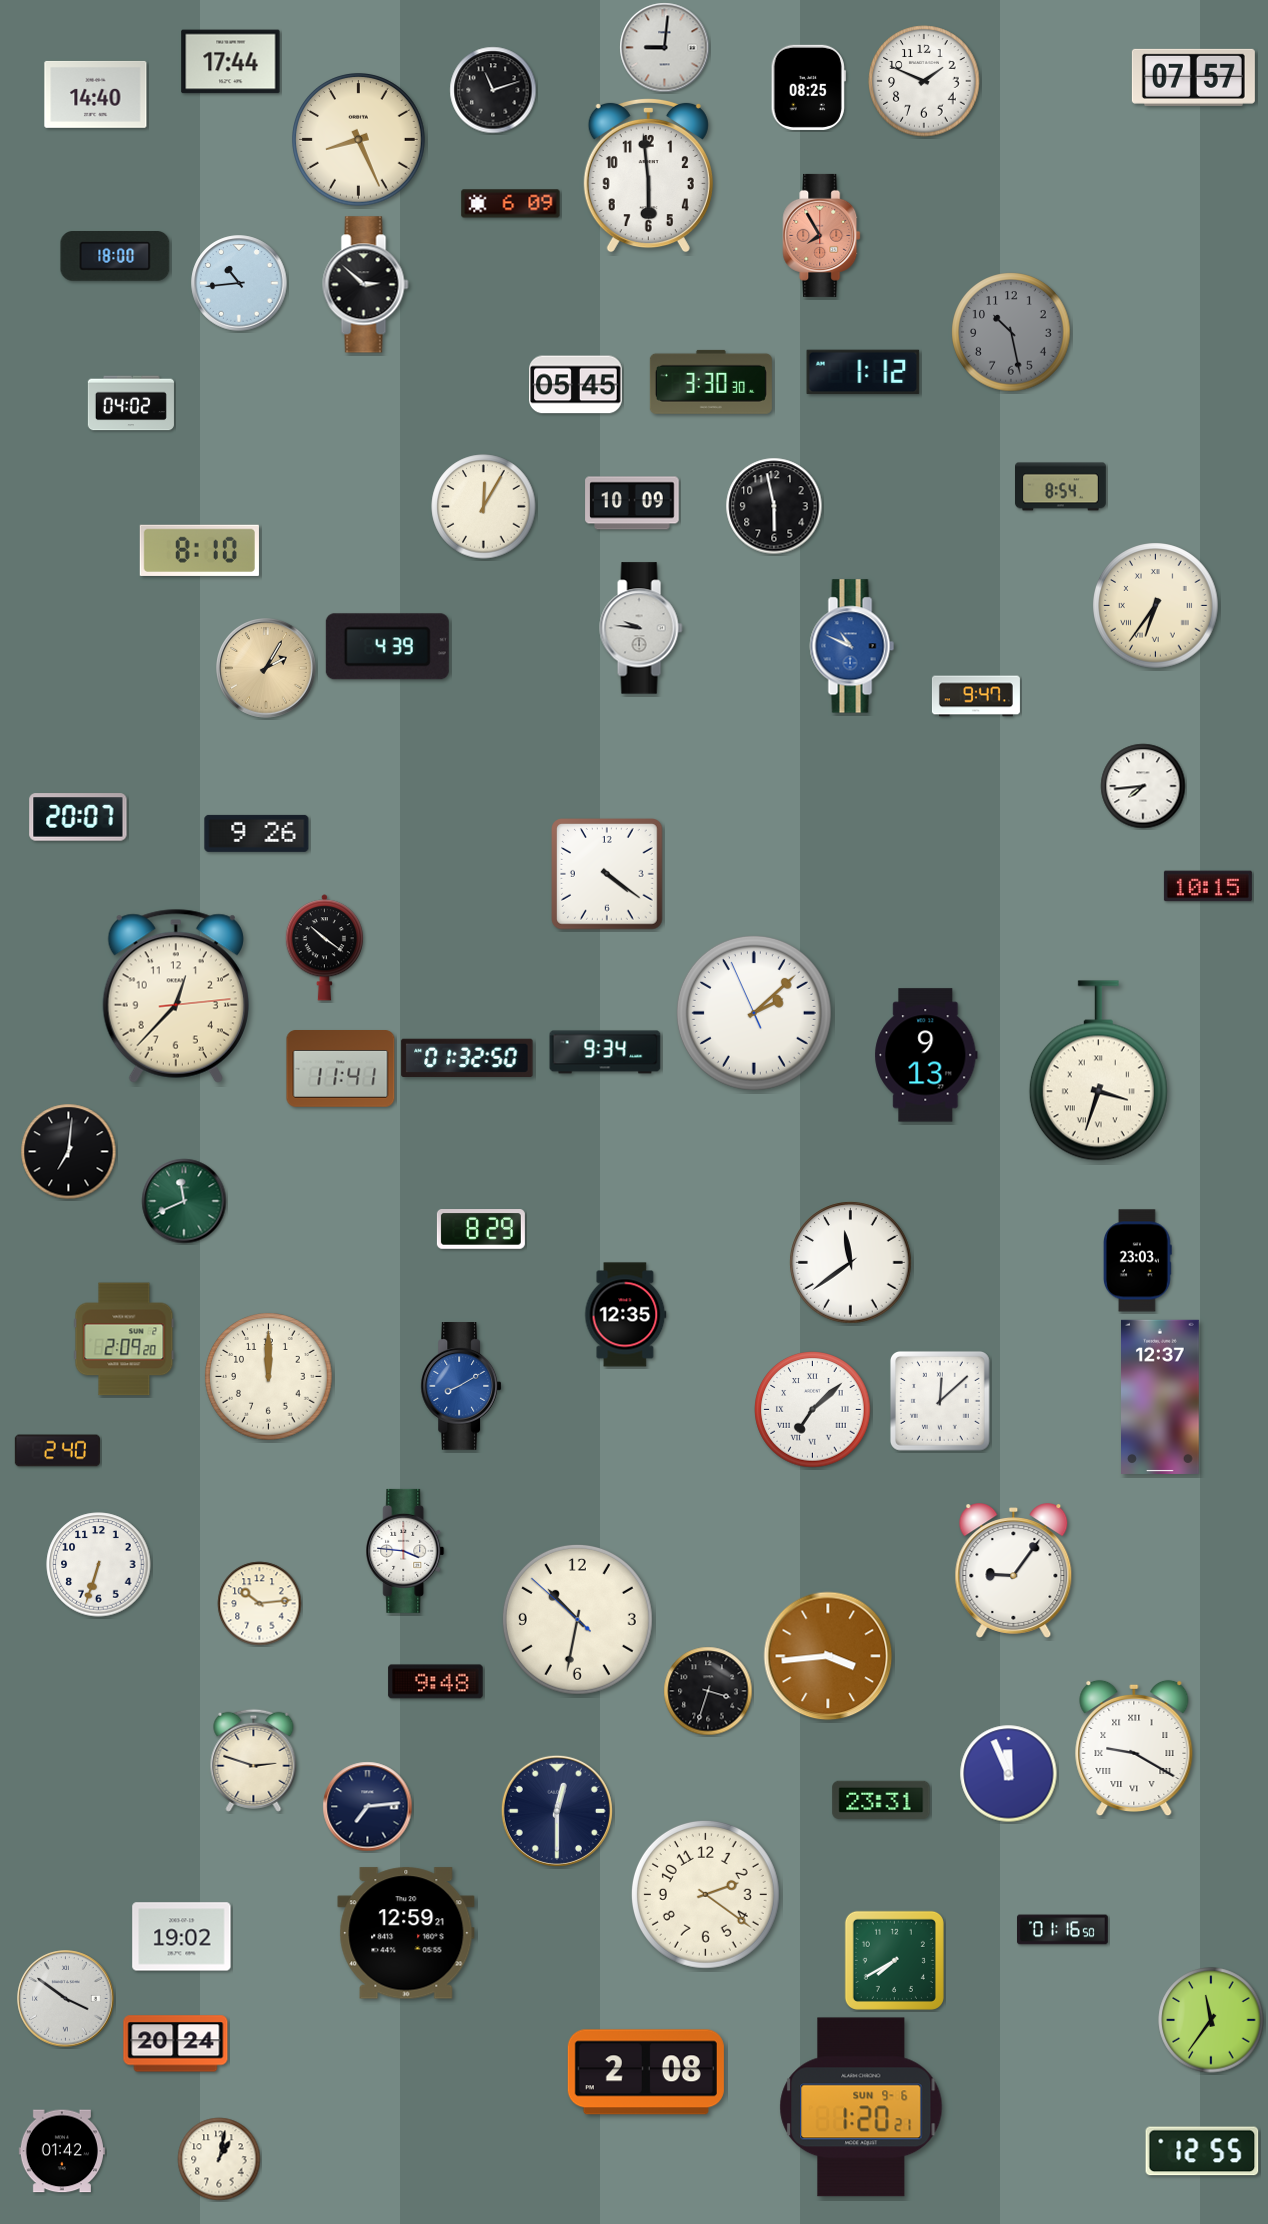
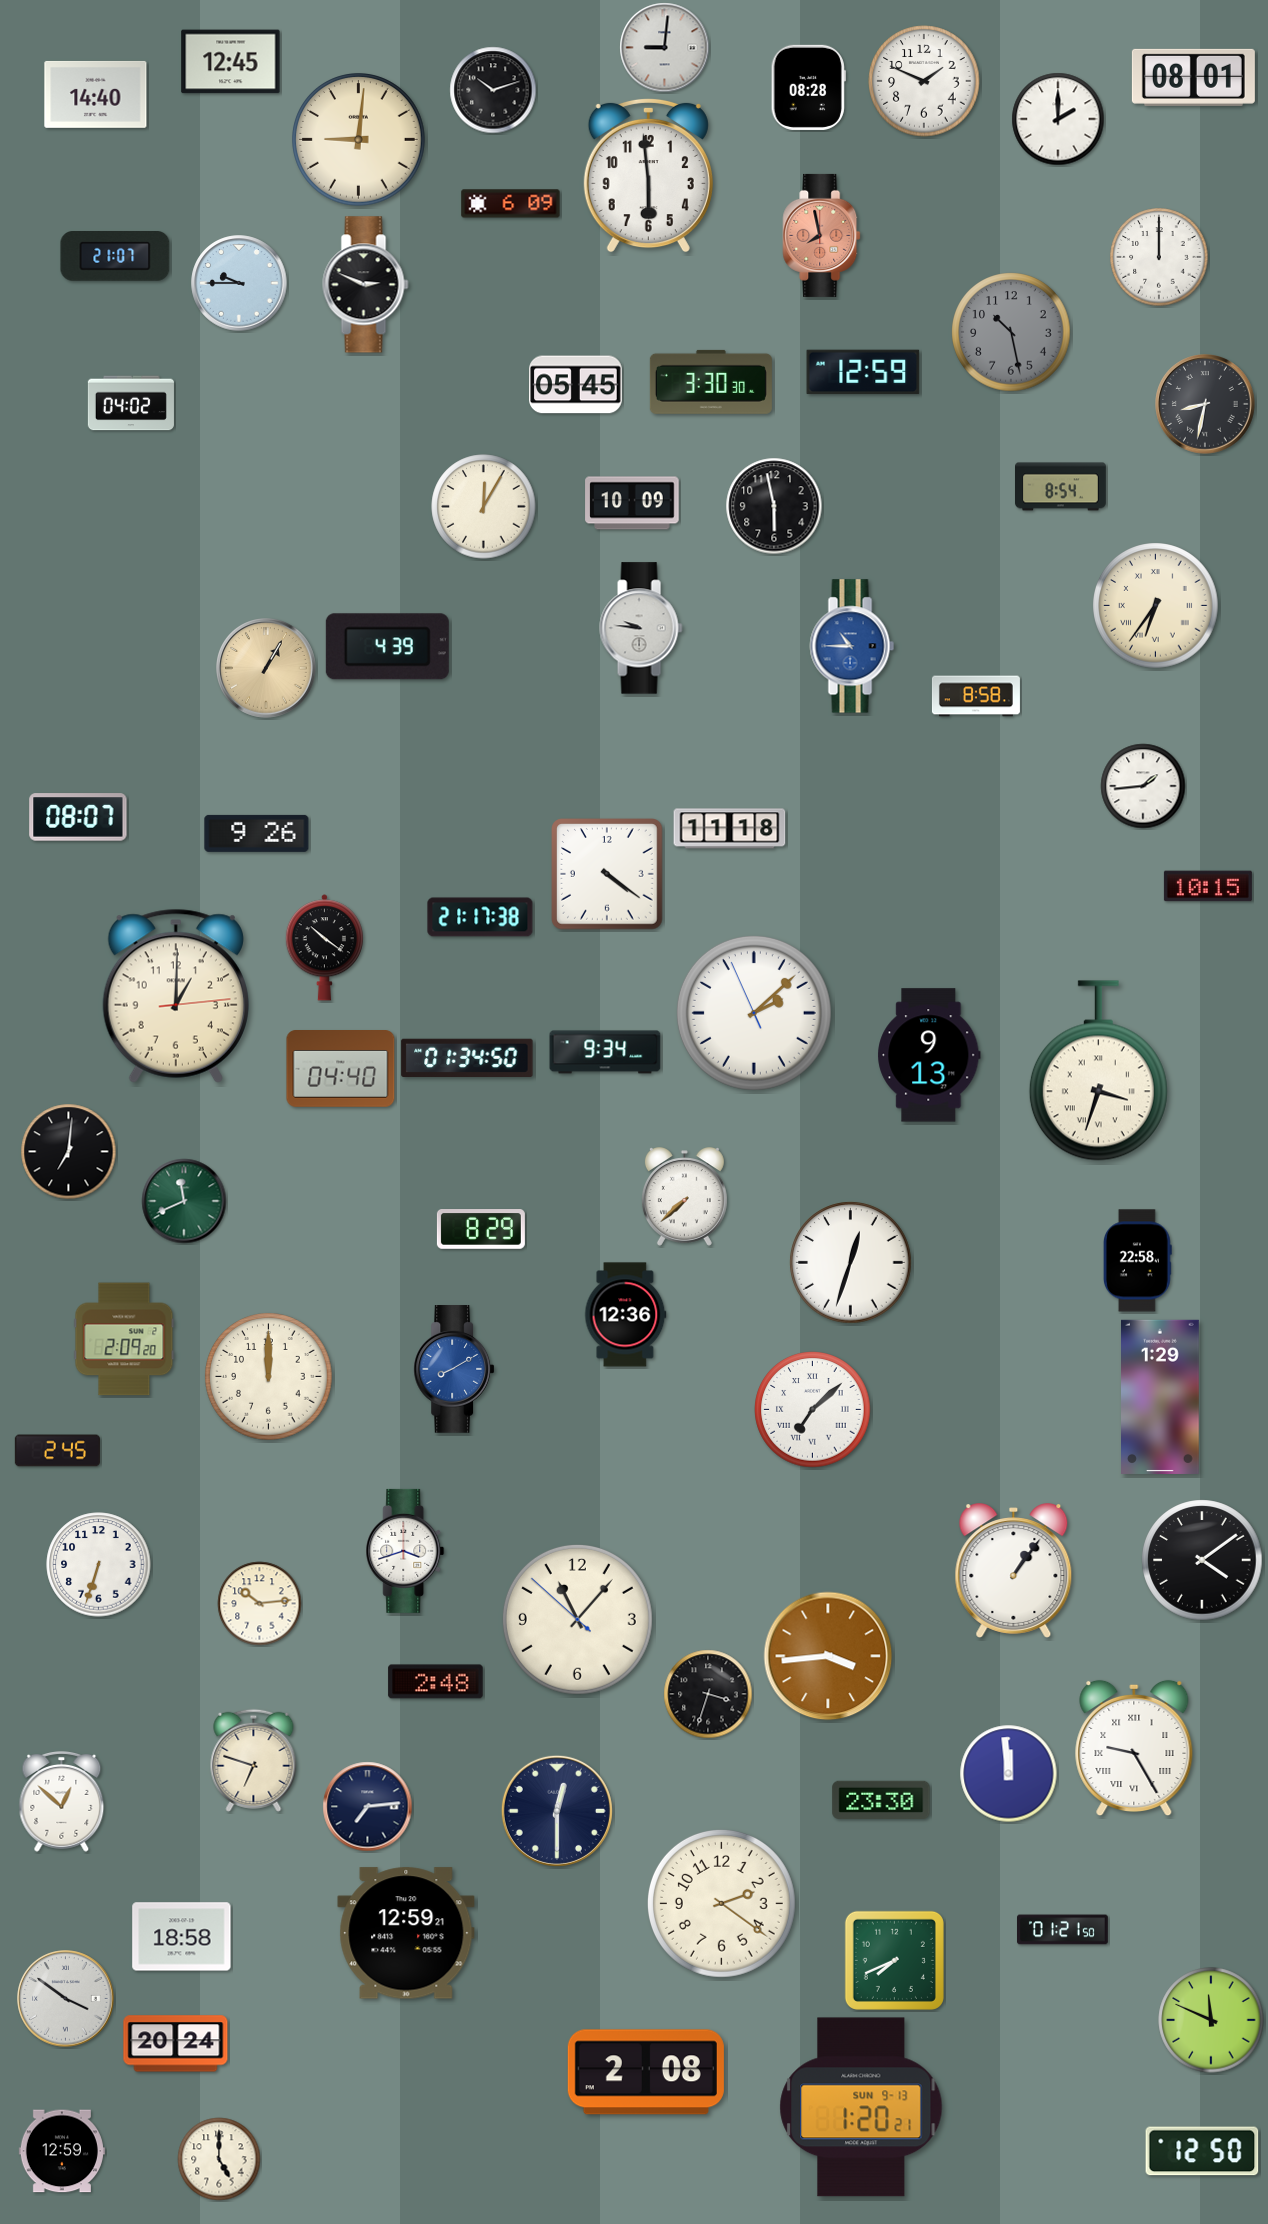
clock at (231, 62): 17:44 -> 12:45
clock at (1193, 77): 07:57 -> 08:01
clock at (808, 87): 08:25 -> 08:28
clock at (493, 90): 11:12 -> 10:12
clock at (1058, 119): none -> 2:00
clock at (359, 140): 8:26 -> 9:01
clock at (822, 235): 7:55 -> 7:58
clock at (115, 257): 18:00 -> 21:07
clock at (1159, 257): none -> 12:00
clock at (239, 283): 10:44 -> 9:45
clock at (366, 285): 2:52 -> 2:49
clock at (863, 372): 1:12 -> 12:59
clock at (1206, 405): none -> 8:32
clock at (199, 550): 8:10 -> none
clock at (852, 646): 10:49 -> 10:45
clock at (267, 669): 2:05 -> 1:05
clock at (976, 696): 9:47 -> 8:58
clock at (1143, 786): 7:44 -> 1:44
clock at (78, 817): 20:07 -> 08:07
clock at (730, 829): none -> 11:18
clock at (480, 917): none -> 21:17
clock at (176, 996): 12:37 -> 1:00
clock at (926, 1055) position: (926, 1055) -> (929, 1055)
clock at (467, 1057): 01:32 -> 01:34
clock at (341, 1069): 11:41 -> 04:40
clock at (684, 1197): none -> 7:38
clock at (1137, 1261): 23:03 -> 22:58
clock at (851, 1263): 11:39 -> 12:33
clock at (626, 1315): 12:35 -> 12:36
clock at (461, 1386) position: (461, 1386) -> (454, 1369)
clock at (1161, 1397): 12:37 -> 1:29
clock at (940, 1401): 12:08 -> none
clock at (57, 1451): 2:40 -> 2:45
clock at (405, 1551): 3:46 -> 3:42
clock at (1202, 1560): none -> 4:09
clock at (1014, 1571): 9:06 -> 1:06
clock at (577, 1619): 10:31 -> 11:06
clock at (436, 1682): 9:48 -> 2:48
clock at (708, 1691) position: (708, 1691) -> (708, 1694)
clock at (1134, 1748): 9:20 -> 9:25
clock at (254, 1760): 2:48 -> 6:48
clock at (1009, 1774): 11:56 -> 11:59
clock at (881, 1800): 23:31 -> 23:30
clock at (62, 1802): none -> 12:52
clock at (705, 1894) position: (705, 1894) -> (721, 1903)
clock at (1063, 1930): 01:16 -> 01:21
clock at (182, 1937): 19:02 -> 18:58
clock at (894, 1960): 7:40 -> 7:41
clock at (1211, 2020): 11:36 -> 11:49
clock at (861, 2107) date: SUN 9-6 -> SUN 9-13
clock at (62, 2151): 01:42 -> 12:59
clock at (1202, 2151): 12:55 -> 12:50
clock at (219, 2159): 1:02 -> 5:00
